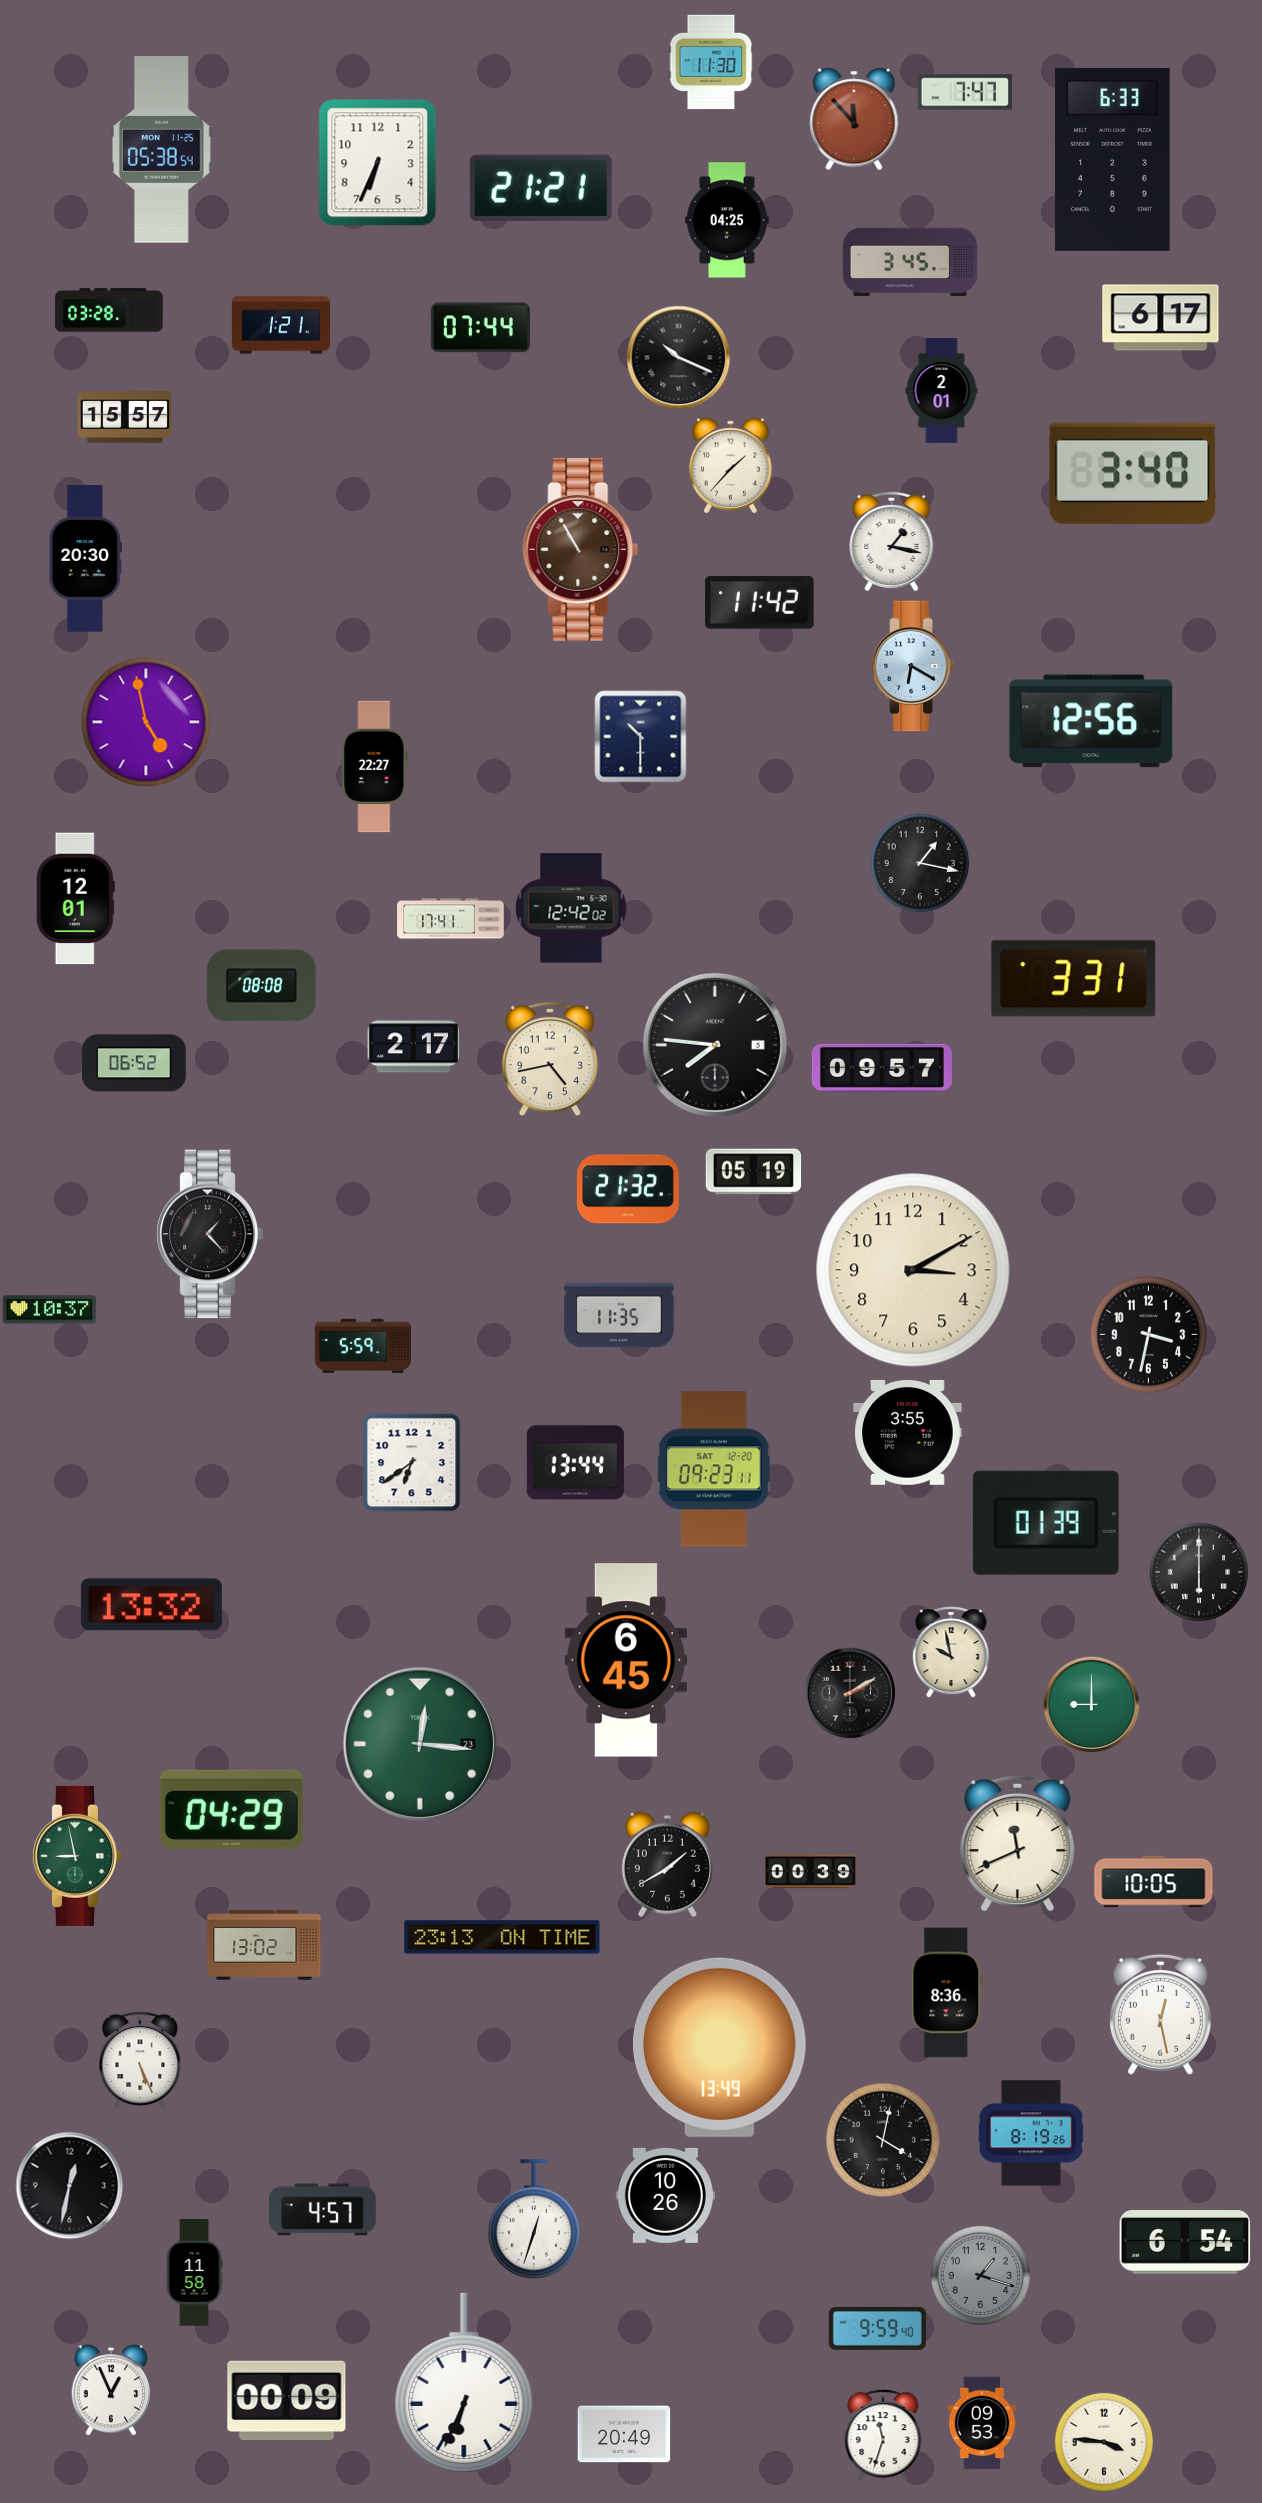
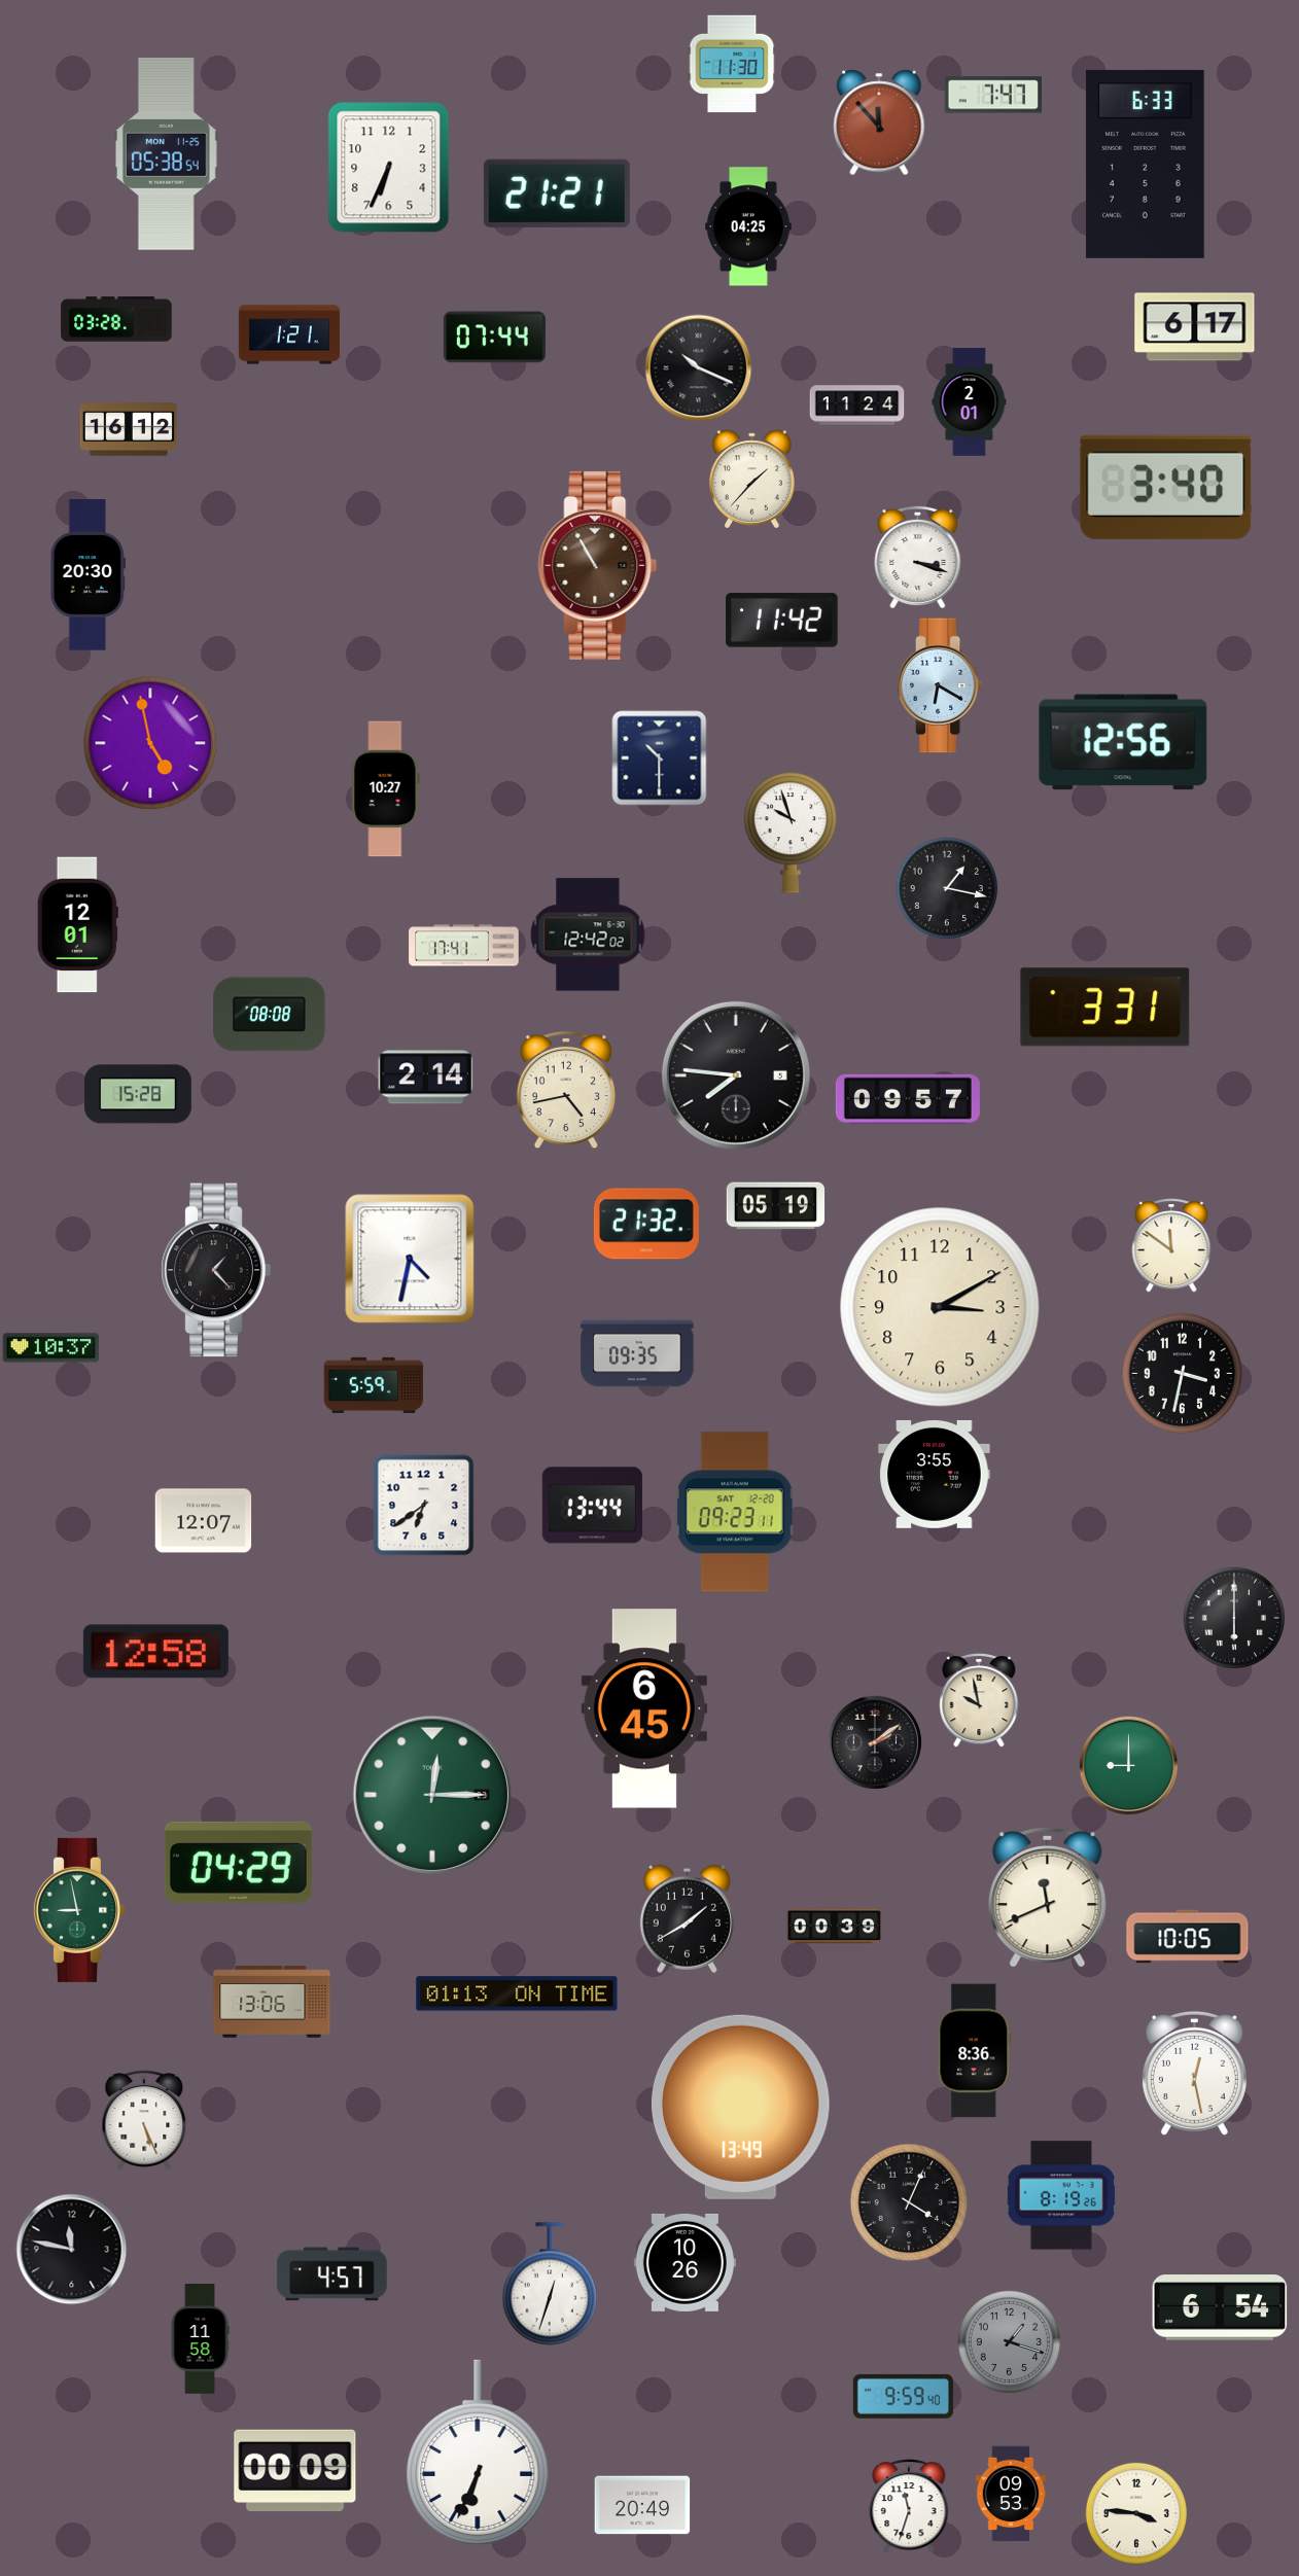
clock at (910, 262): 3:45 -> none
clock at (109, 310) position: (109, 310) -> (116, 319)
clock at (857, 405): none -> 11:24
clock at (125, 418): 15:57 -> 16:12
clock at (892, 541): 1:17 -> 3:18
clock at (375, 767): 22:27 -> 10:27
clock at (791, 833): none -> 9:57
clock at (414, 1047): 2:17 -> 2:14
clock at (134, 1063): 06:52 -> 15:28
clock at (1171, 1245): none -> 11:51
clock at (410, 1259): none -> 4:32
clock at (619, 1315): 11:35 -> 09:35
clock at (204, 1521): none -> 12:07
clock at (1046, 1523): 01:39 -> none
clock at (151, 1605): 13:32 -> 12:58
clock at (850, 1693): 2:10 -> 2:09
clock at (1092, 1705) position: (1092, 1705) -> (1129, 1766)
clock at (419, 1743): 12:16 -> 12:15
clock at (502, 1937): 23:13 -> 01:13
clock at (264, 1945): 13:02 -> 13:06
clock at (883, 2140): 4:02 -> 4:04
clock at (70, 2186): 12:32 -> 11:47
clock at (665, 2195) position: (665, 2195) -> (684, 2262)
clock at (111, 2390): 12:56 -> none
